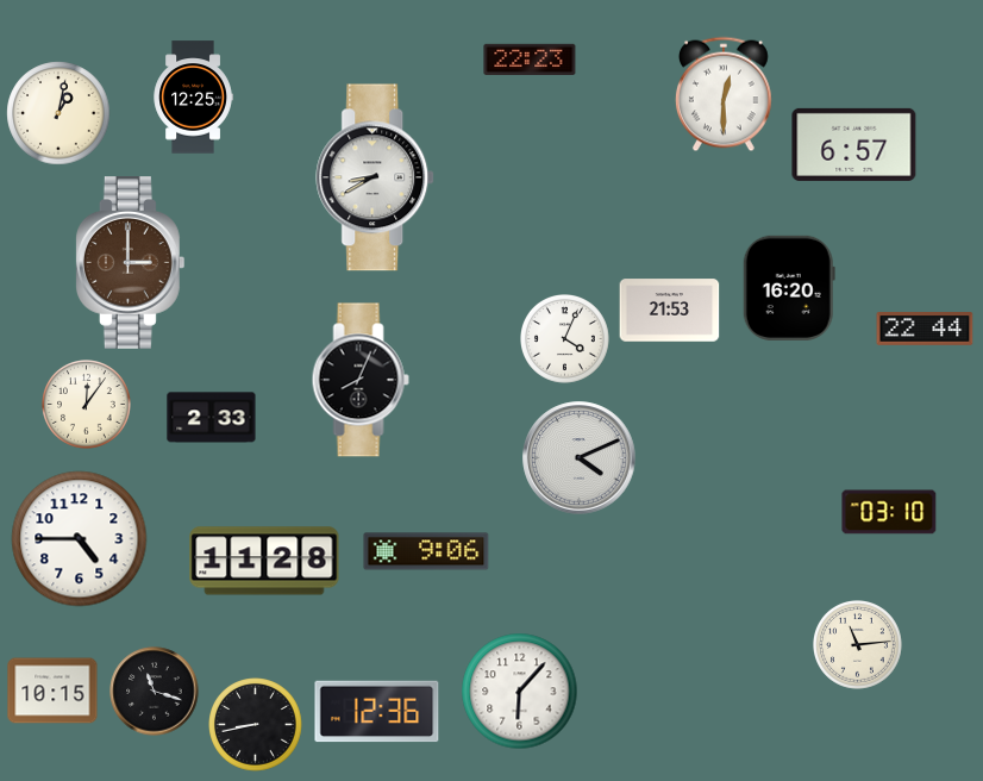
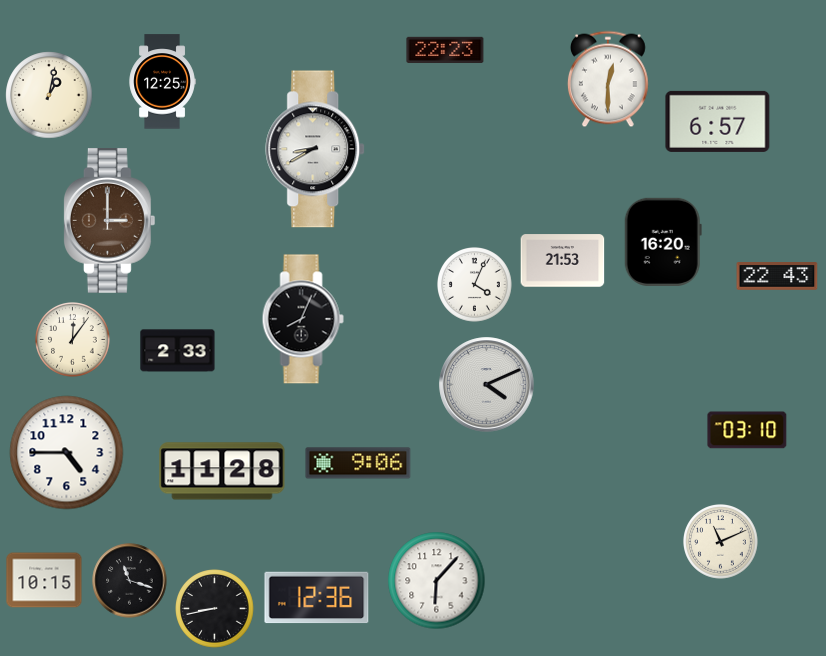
clock at (925, 329): 22:44 -> 22:43
clock at (858, 645): 11:14 -> 11:11
